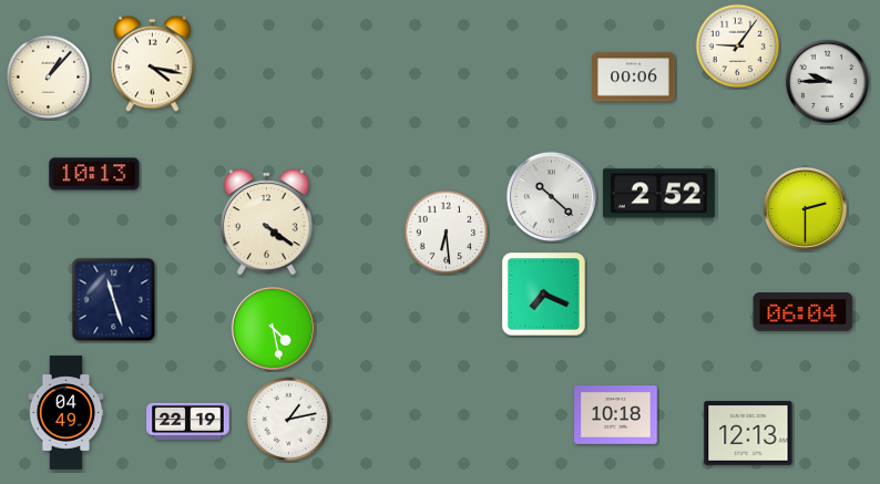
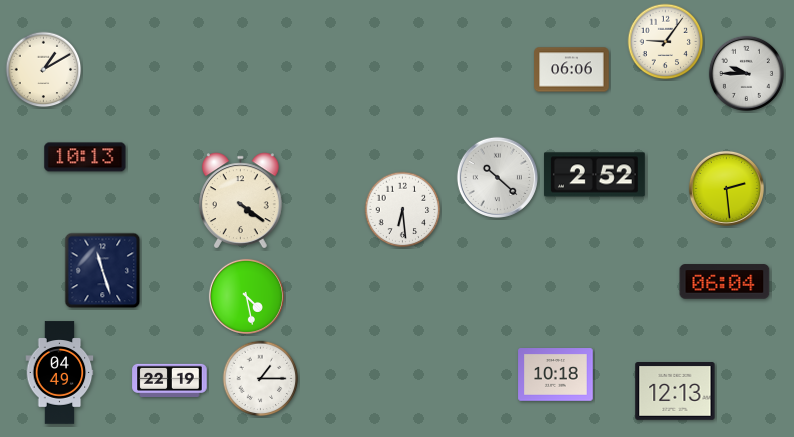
clock at (153, 64): 4:17 -> none
clock at (49, 78): 1:07 -> 1:10
clock at (634, 78): 00:06 -> 06:06
clock at (805, 208): 2:30 -> 2:29
clock at (544, 295): 7:19 -> none
clock at (289, 420): 1:13 -> 1:15
